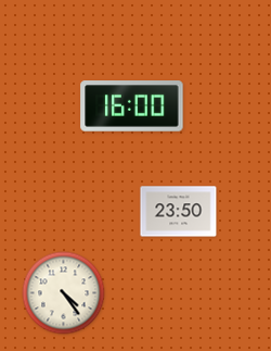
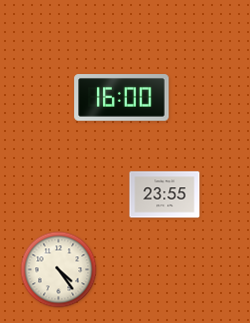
clock at (179, 212): 23:50 -> 23:55
